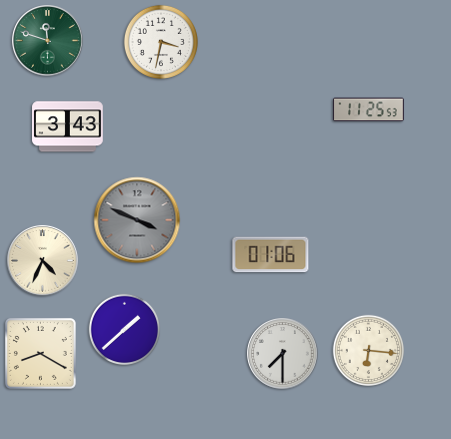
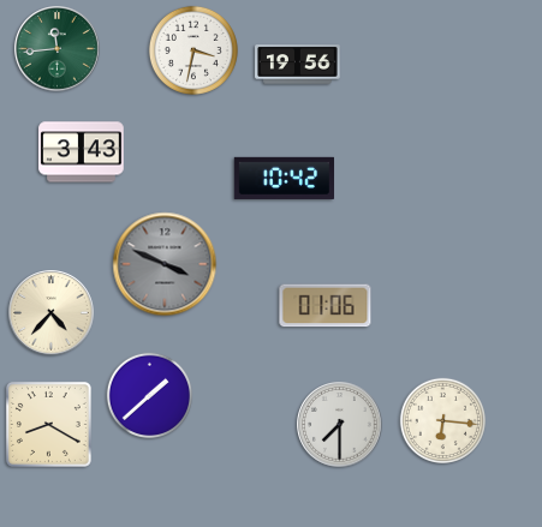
clock at (48, 41): 11:48 -> 11:44
clock at (298, 65): none -> 19:56
clock at (369, 110): 11:25 -> none
clock at (284, 178): none -> 10:42
clock at (43, 261): 4:34 -> 4:37
